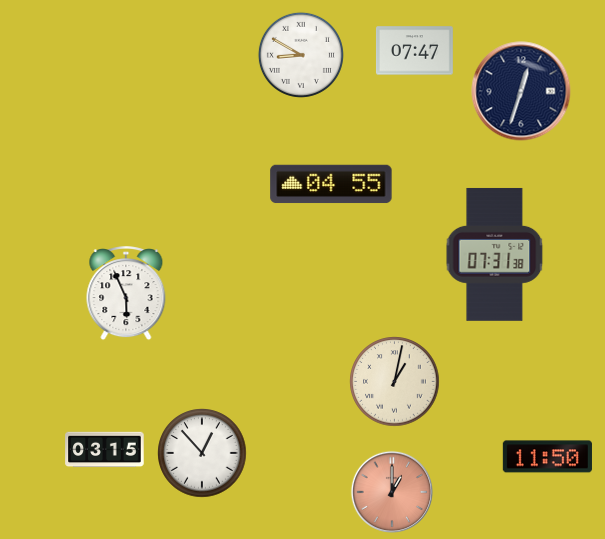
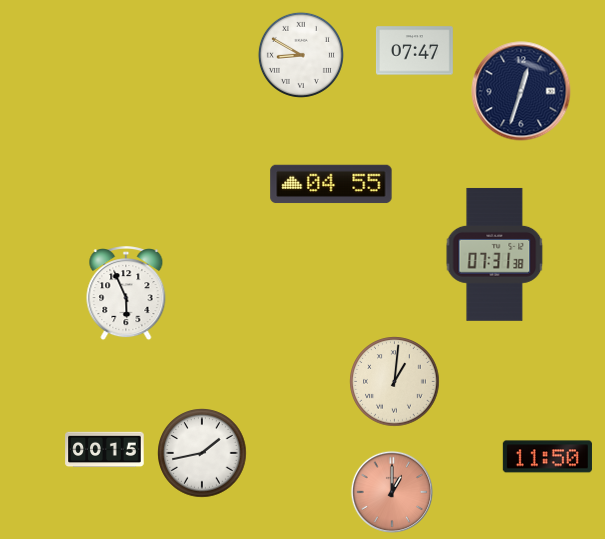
clock at (395, 382): 1:02 -> 1:01
clock at (105, 450): 03:15 -> 00:15
clock at (202, 453): 12:53 -> 1:43
